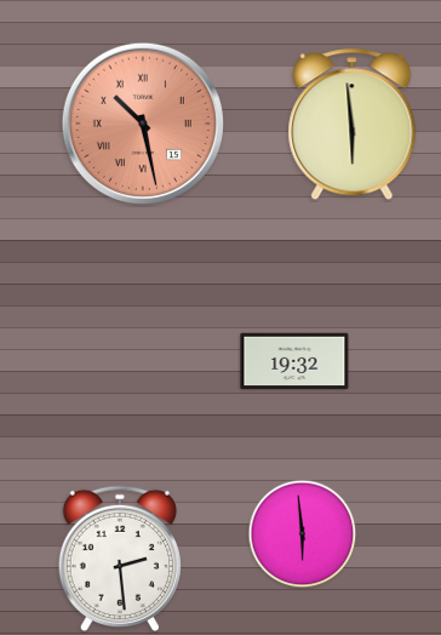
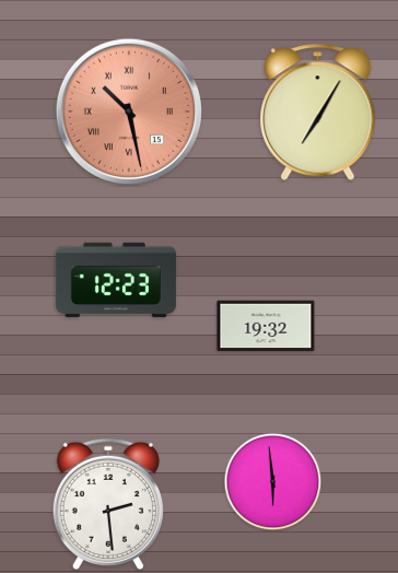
clock at (353, 125): 5:59 -> 7:05
clock at (116, 279): none -> 12:23
